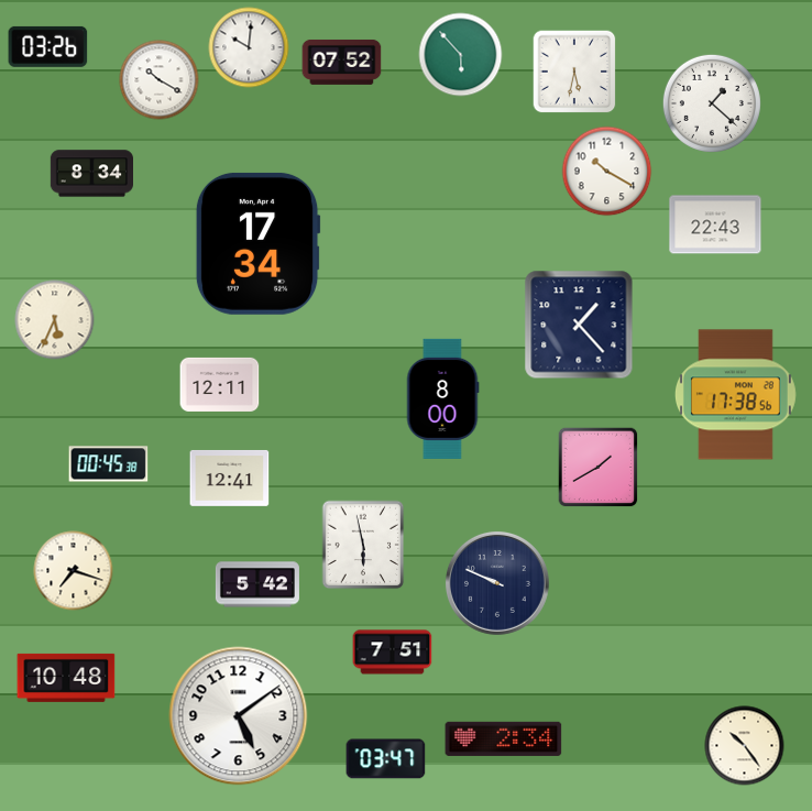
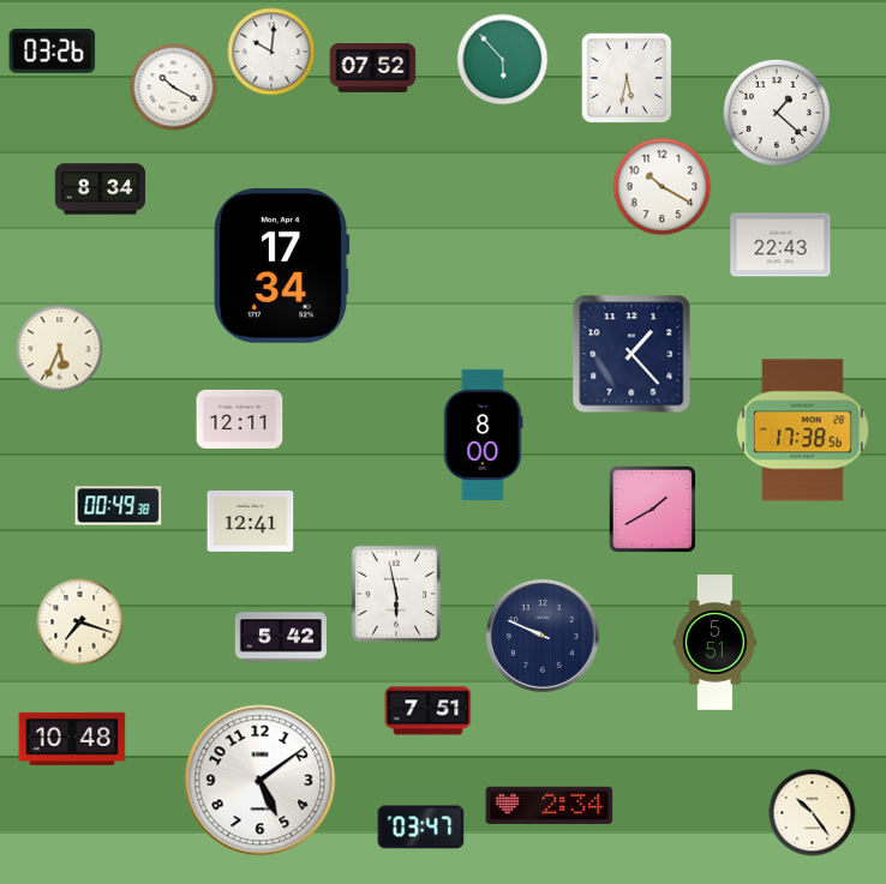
clock at (109, 464): 00:45 -> 00:49
clock at (714, 643): none -> 5:51
